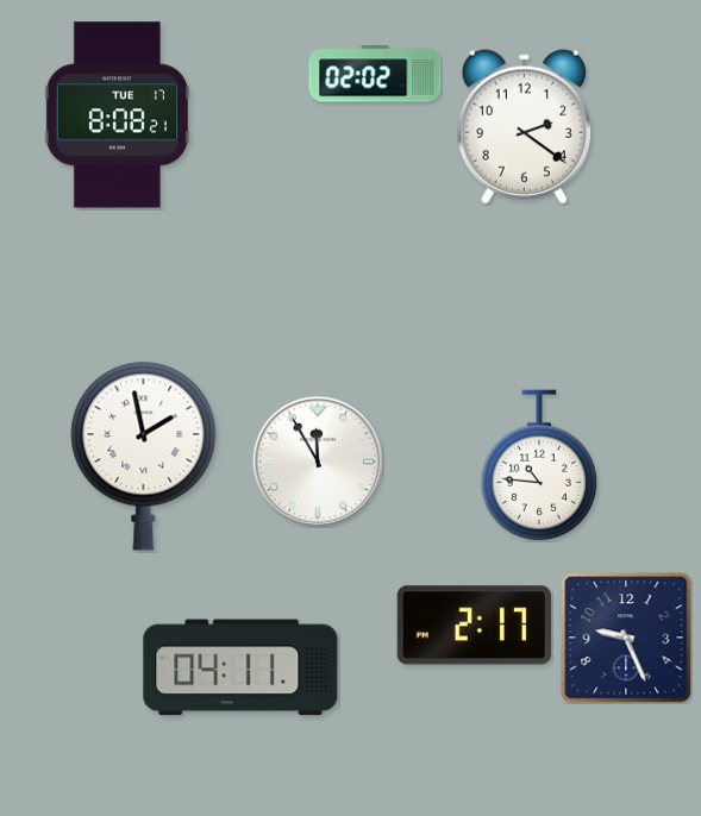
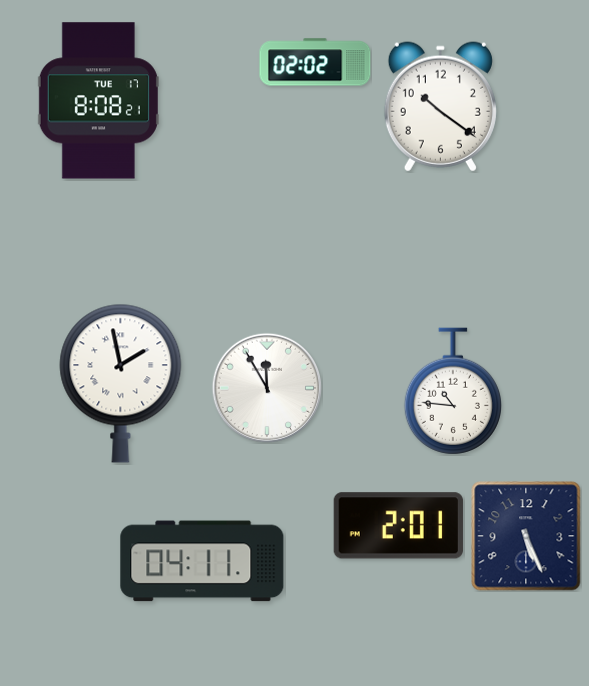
clock at (117, 115) position: (117, 115) -> (98, 101)
clock at (524, 127): 2:21 -> 10:21
clock at (474, 626): 2:17 -> 2:01
clock at (626, 638): 9:26 -> 5:26
